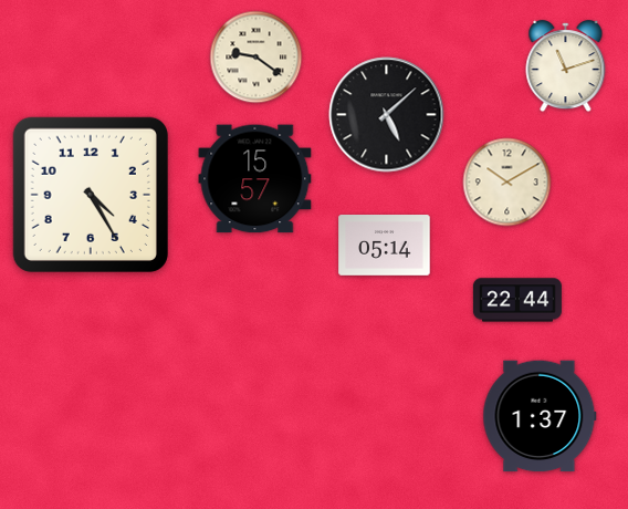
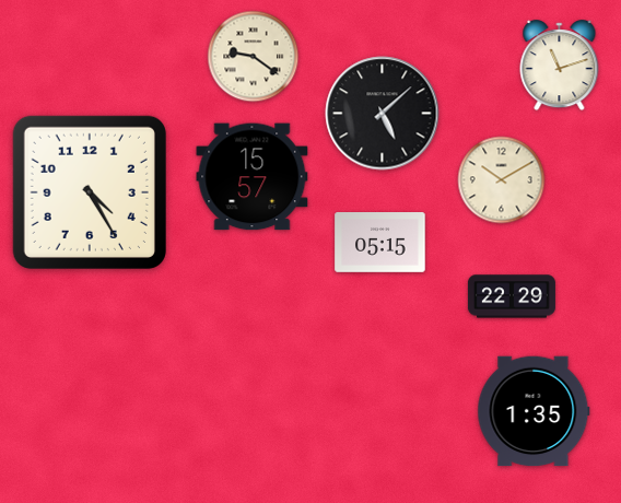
clock at (385, 246): 05:14 -> 05:15
clock at (517, 300): 22:44 -> 22:29
clock at (540, 416): 1:37 -> 1:35
